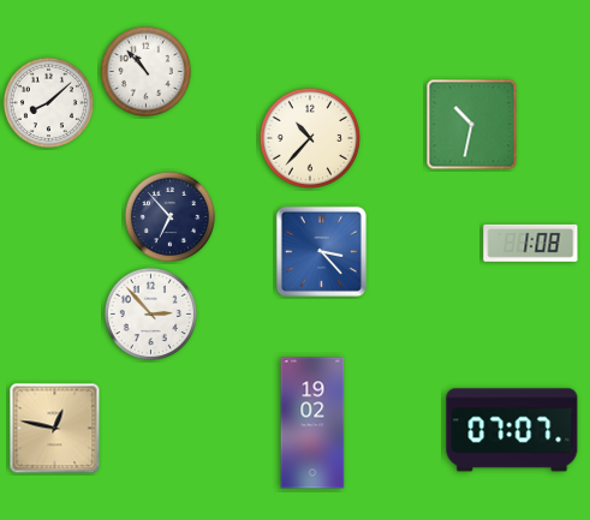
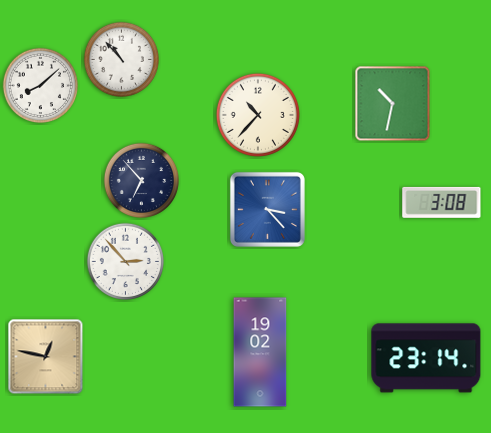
clock at (531, 243): 1:08 -> 3:08
clock at (512, 430): 07:07 -> 23:14
